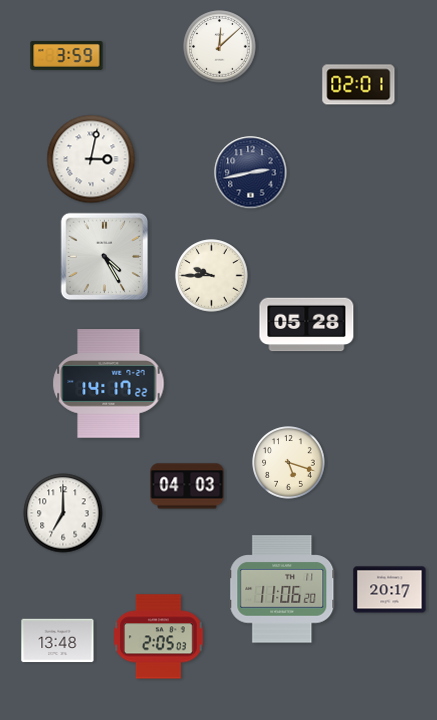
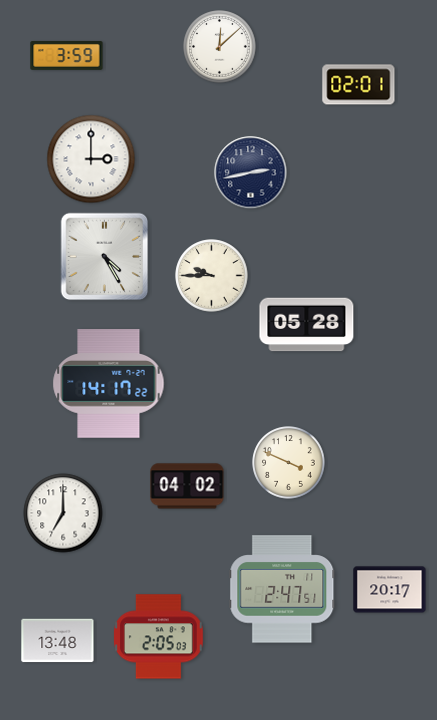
clock at (91, 159): 3:02 -> 3:00
clock at (289, 463): 5:18 -> 3:49
clock at (187, 486): 04:03 -> 04:02
clock at (282, 589): 11:06 -> 2:47
